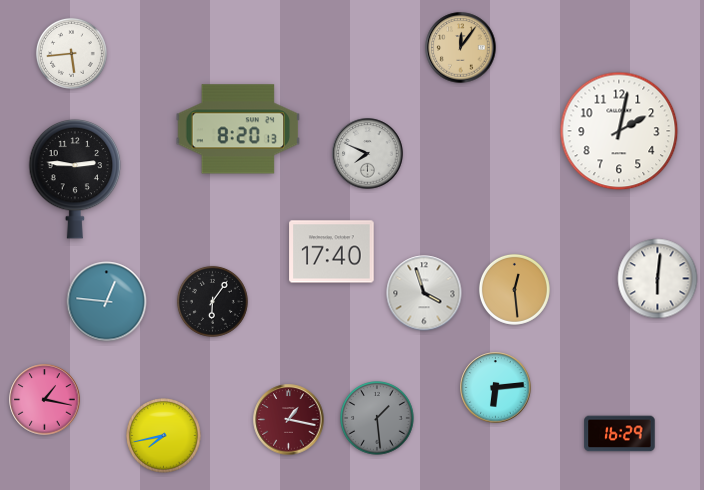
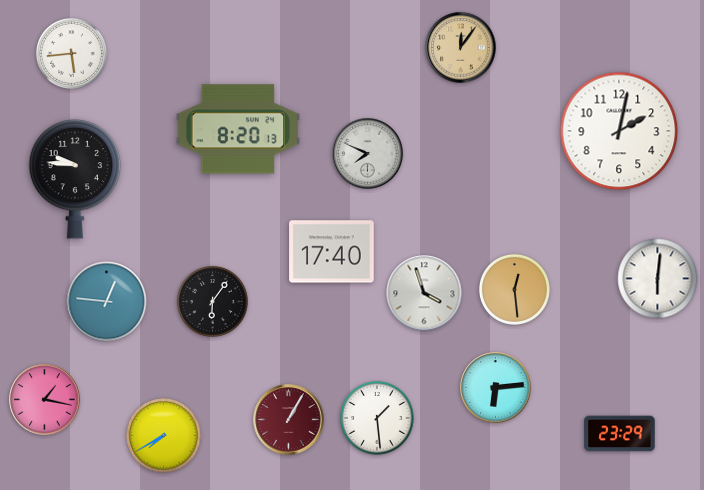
clock at (75, 179): 2:46 -> 9:46
clock at (377, 418) dial: grey -> white
clock at (289, 420): 1:17 -> 1:05
clock at (620, 434): 16:29 -> 23:29
clock at (164, 436): 7:43 -> 7:40
